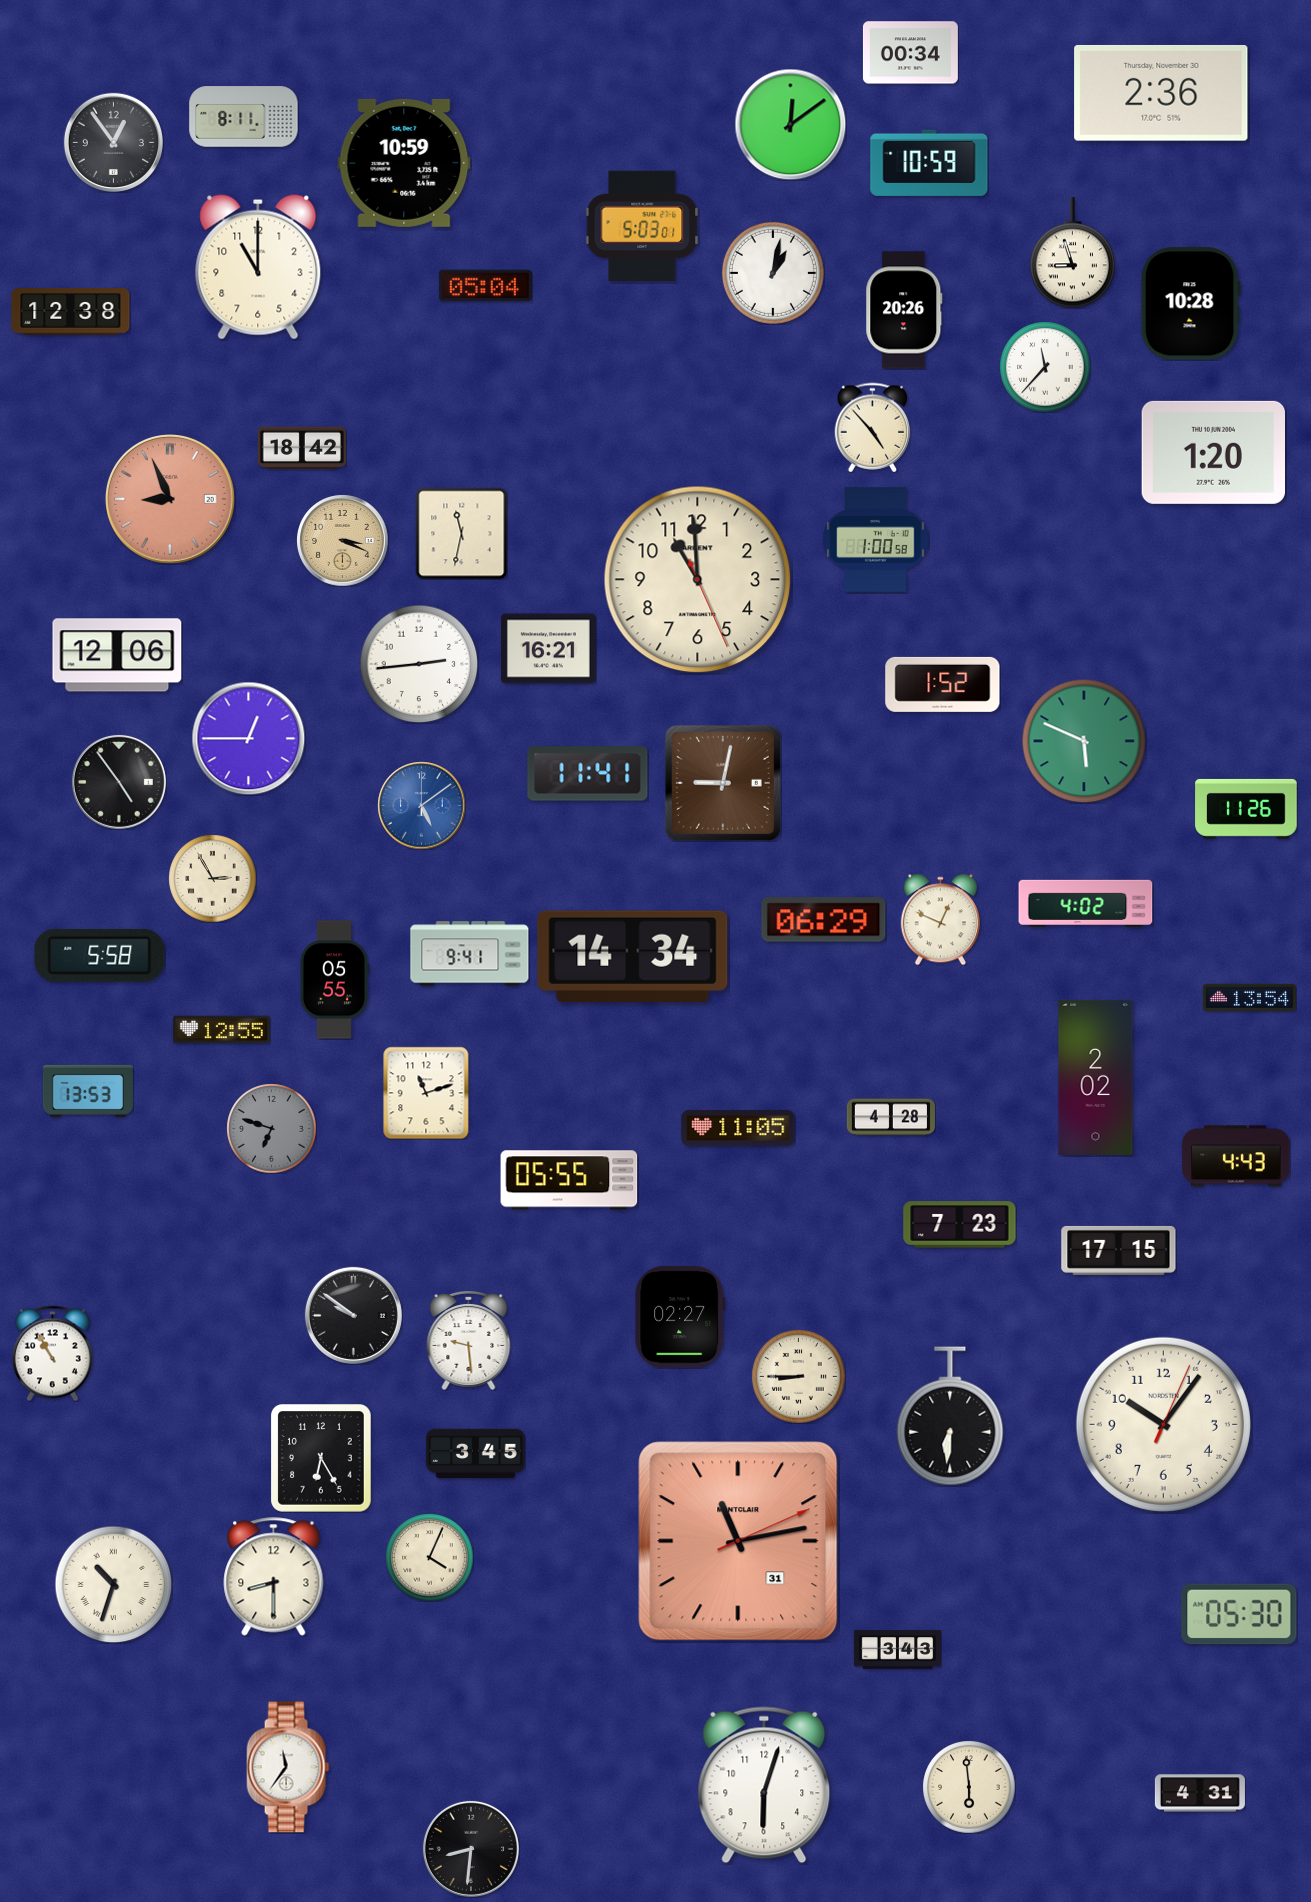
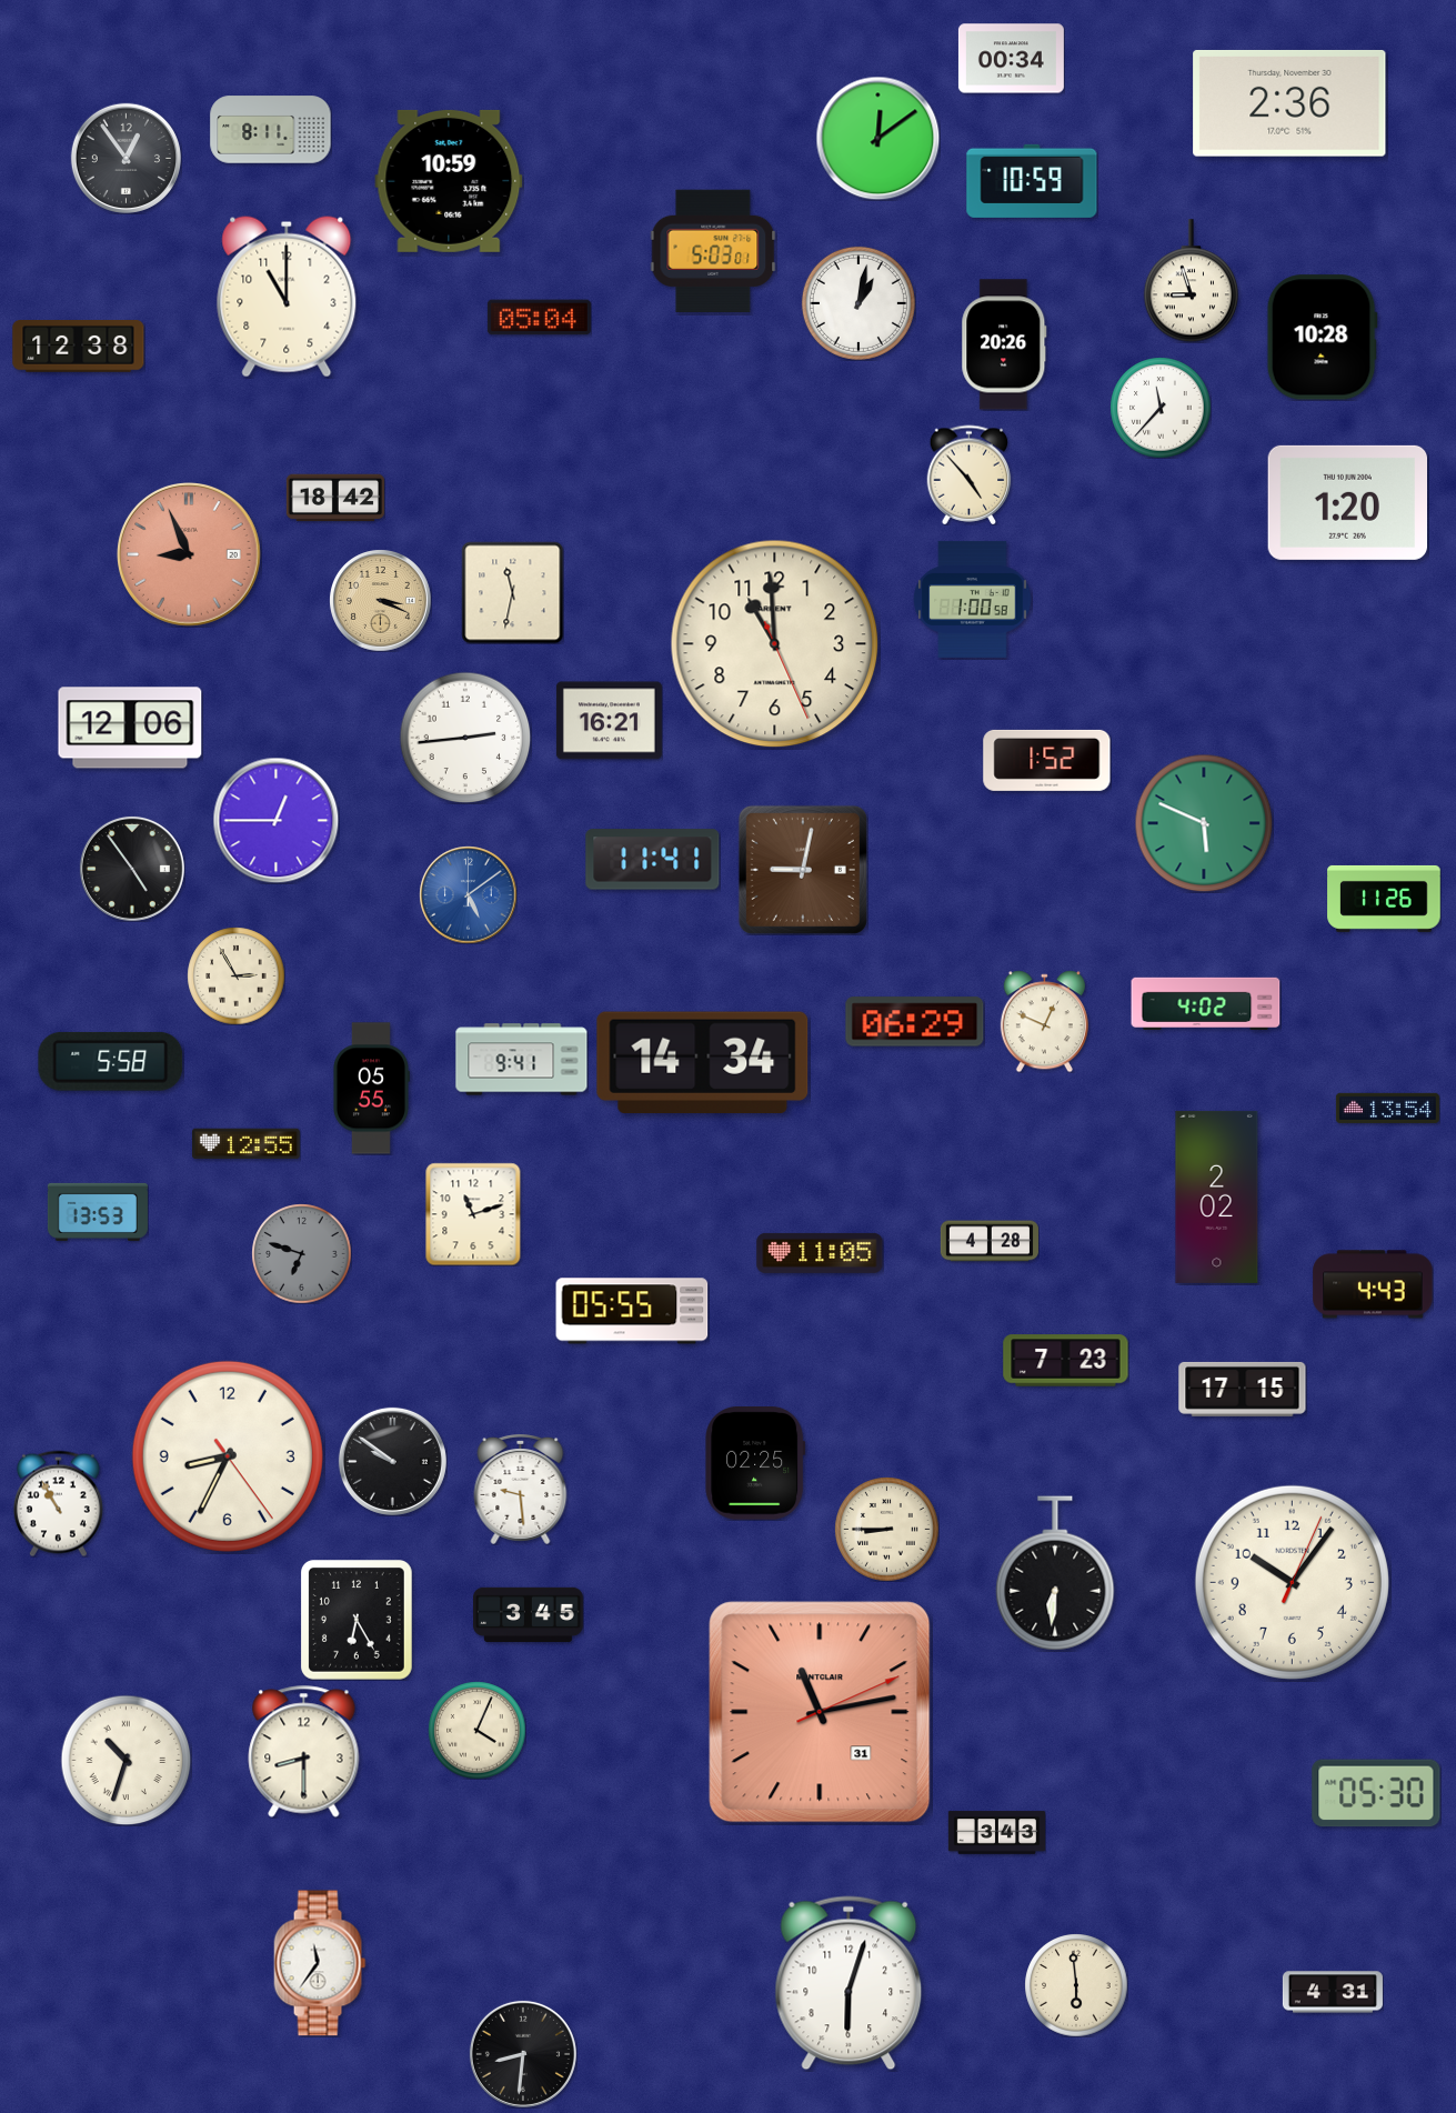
clock at (228, 1456): none -> 8:34
clock at (680, 1318): 02:27 -> 02:25
